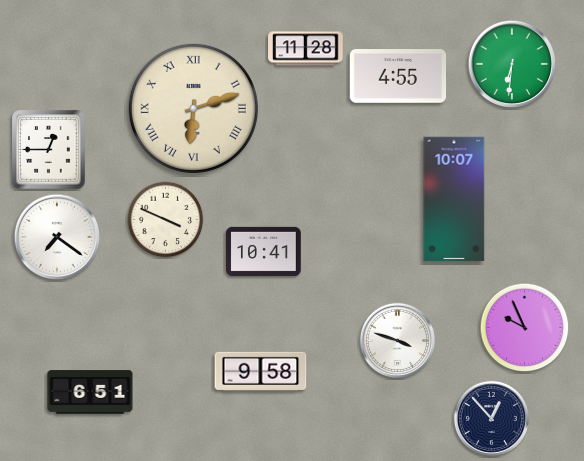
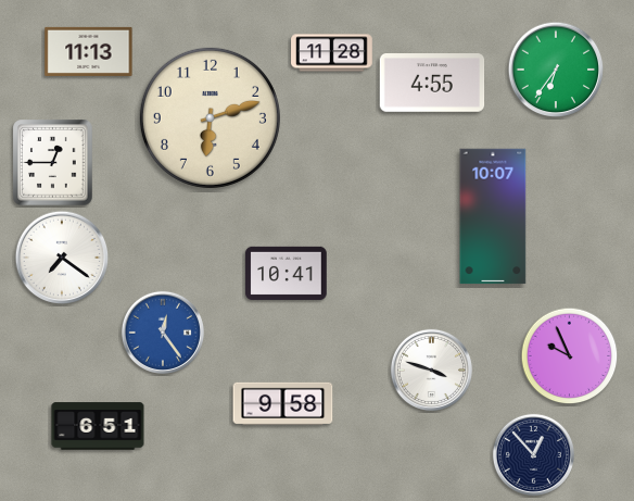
clock at (89, 51): none -> 11:13
clock at (512, 64): 6:31 -> 6:36
clock at (193, 108) numerals: Roman -> Arabic
clock at (166, 220): 3:49 -> none
clock at (163, 333): none -> 12:24
